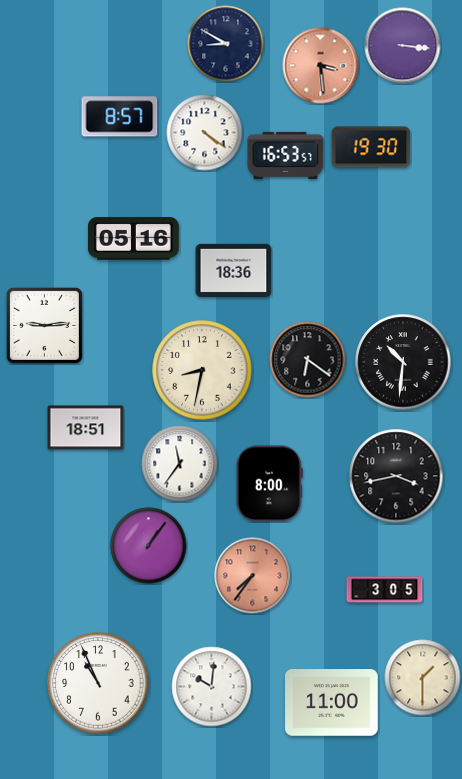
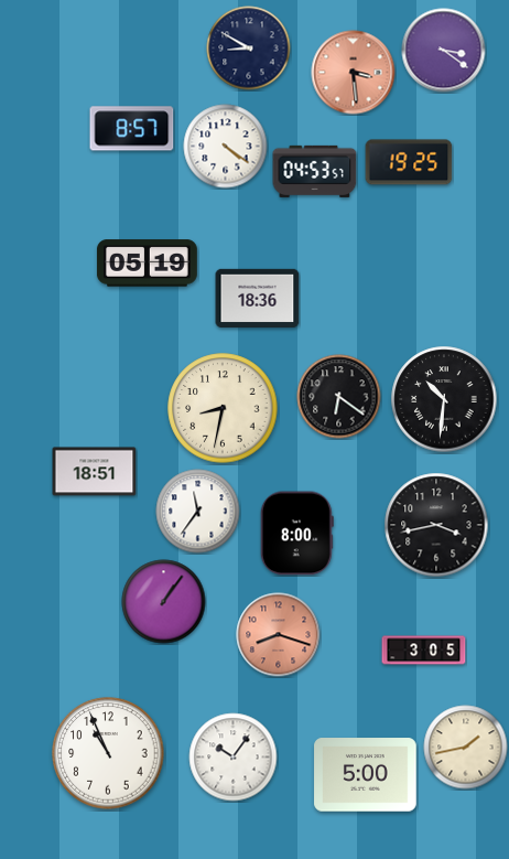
clock at (403, 46): 3:16 -> 3:21
clock at (371, 147): 19:30 -> 19:25
clock at (286, 155): 16:53 -> 04:53
clock at (133, 239): 05:16 -> 05:19
clock at (44, 325): 9:14 -> none
clock at (253, 576): 7:36 -> 8:18
clock at (423, 678): 1:30 -> 1:43
clock at (212, 687): 10:01 -> 10:06
clock at (332, 703): 11:00 -> 5:00
